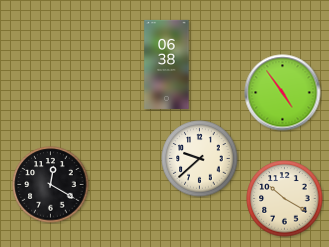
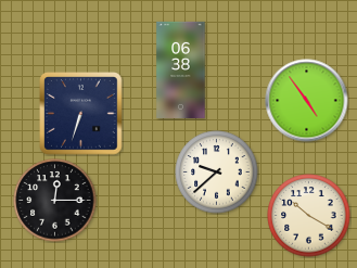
clock at (81, 114): none -> 6:33
clock at (51, 185): 12:20 -> 12:15
